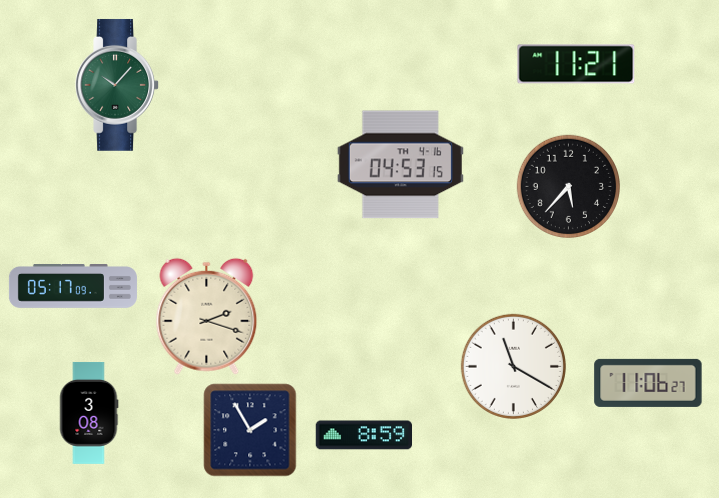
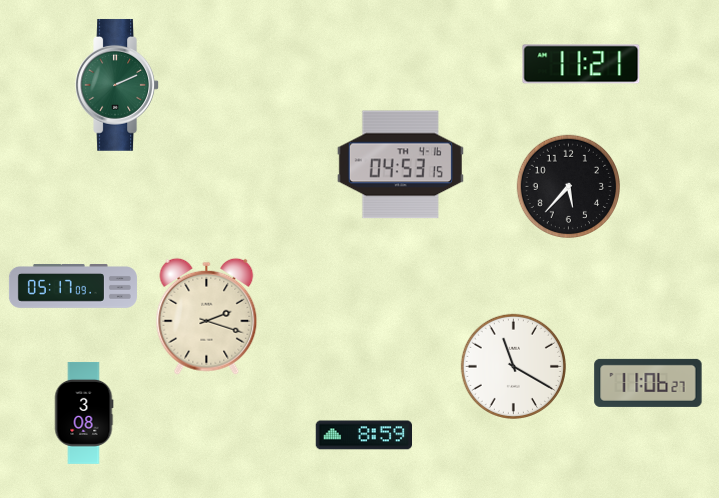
clock at (576, 64) position: (576, 64) -> (581, 64)
clock at (117, 85): 10:07 -> 2:11
clock at (89, 413) position: (89, 413) -> (84, 413)
clock at (250, 430): 1:55 -> none
